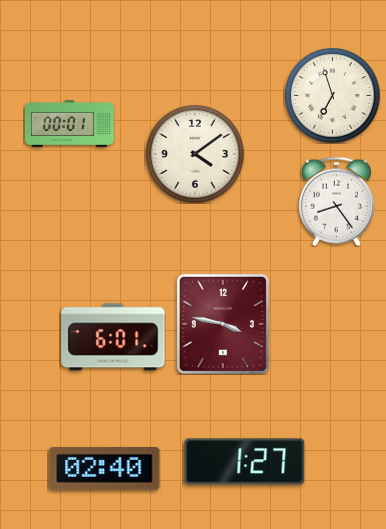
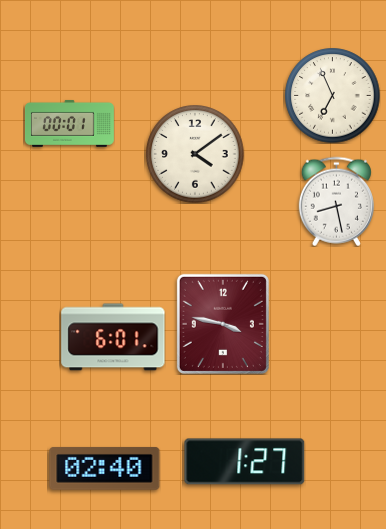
clock at (332, 95): 6:57 -> 6:56
clock at (336, 201): 8:24 -> 8:28
